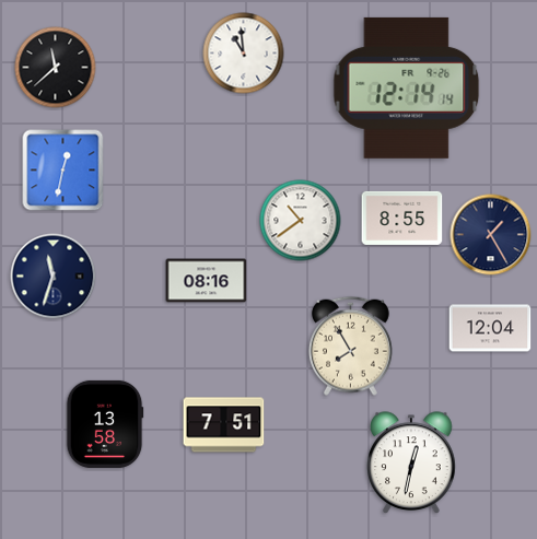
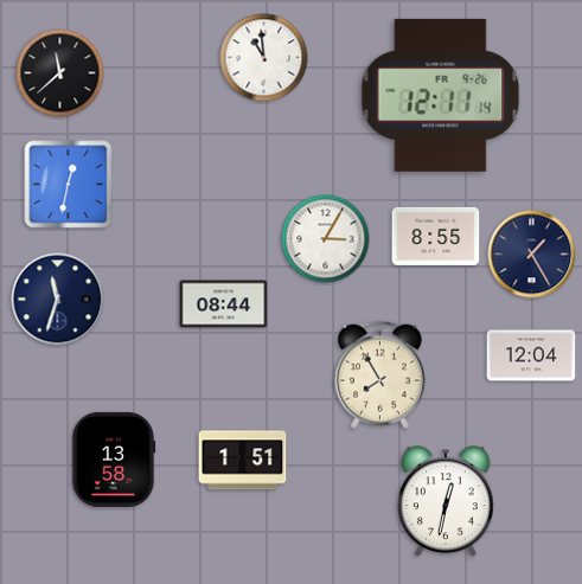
clock at (407, 87): 12:14 -> 12:11
clock at (301, 221): 10:39 -> 3:05
clock at (207, 281): 08:16 -> 08:44
clock at (224, 425): 7:51 -> 1:51
